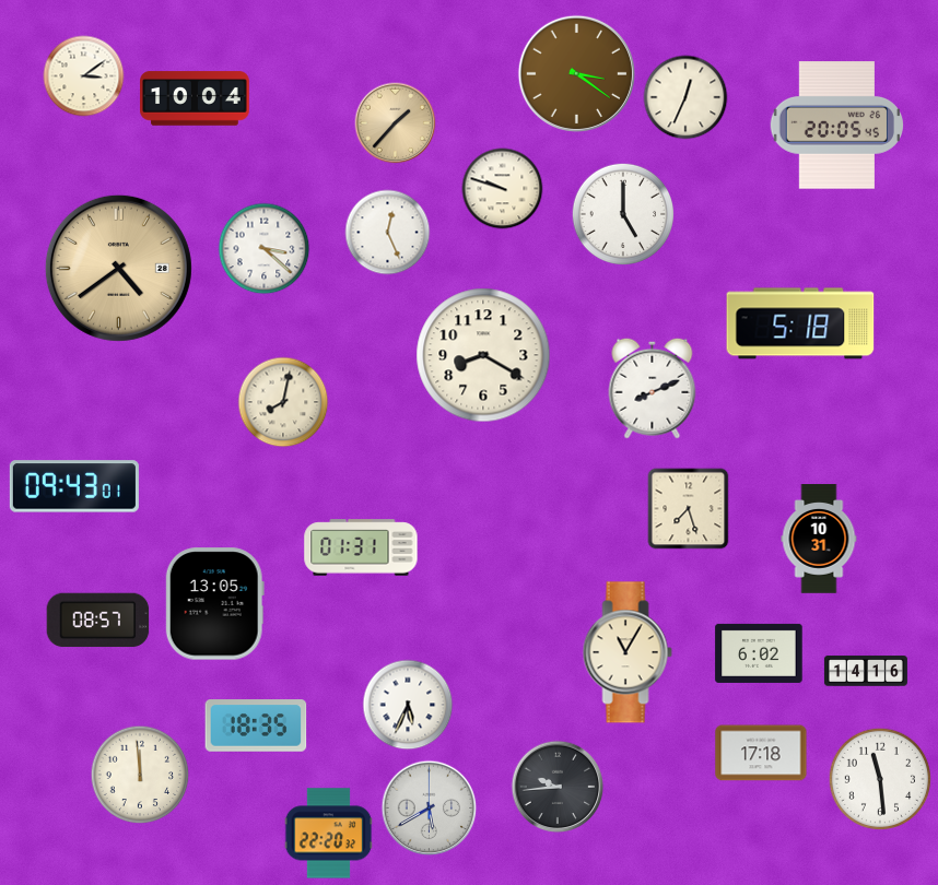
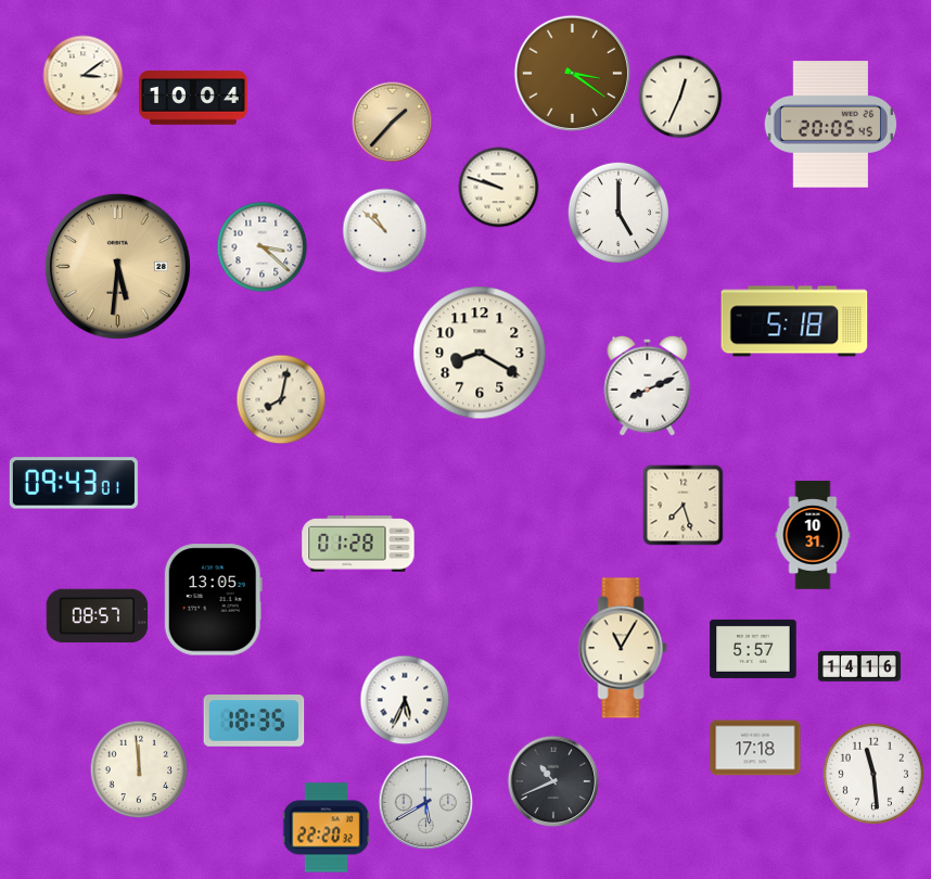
clock at (388, 233): 12:26 -> 10:52
clock at (118, 268): 4:39 -> 5:31
clock at (361, 547): 01:31 -> 01:28
clock at (759, 653): 6:02 -> 5:57
clock at (558, 787): 9:44 -> 10:41
